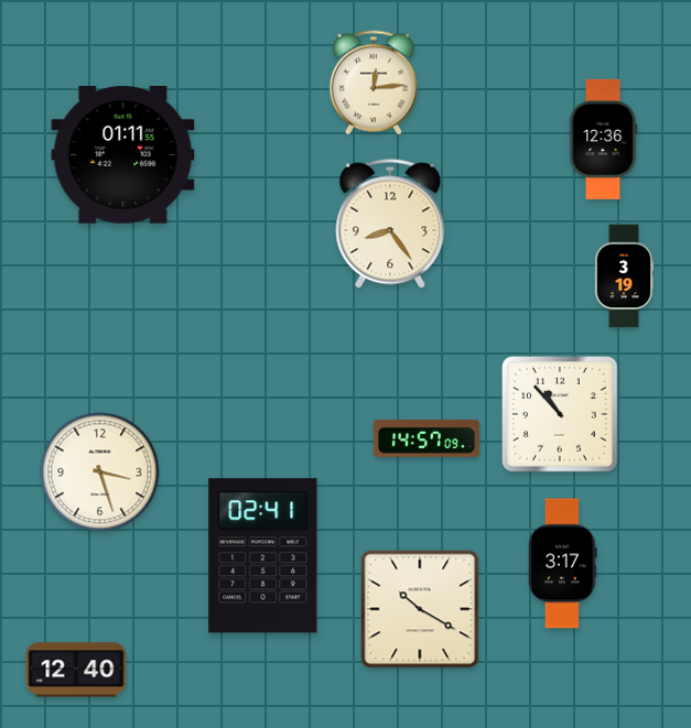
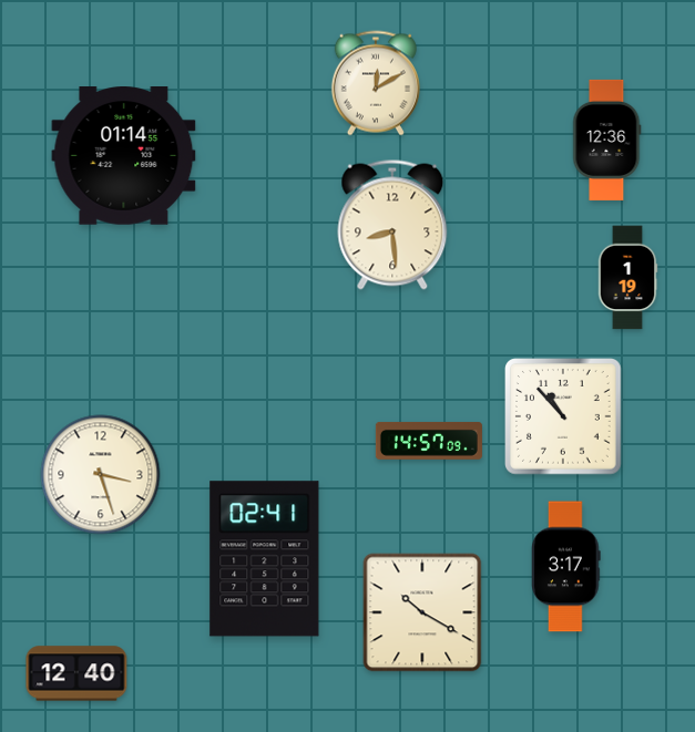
clock at (374, 83): 12:14 -> 12:10
clock at (123, 155): 01:11 -> 01:14
clock at (390, 224): 8:24 -> 8:29
clock at (624, 276): 3:19 -> 1:19
